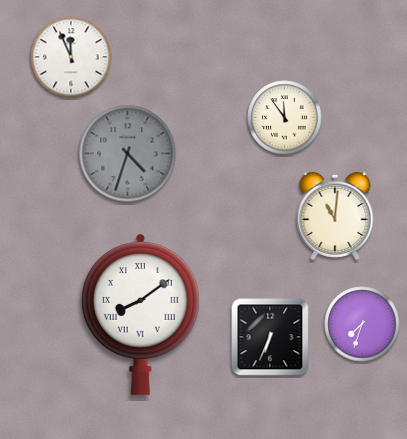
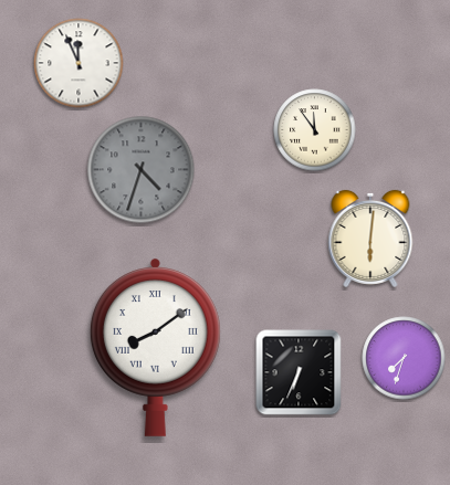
clock at (335, 216): 11:01 -> 6:01
clock at (362, 324) position: (362, 324) -> (404, 358)
